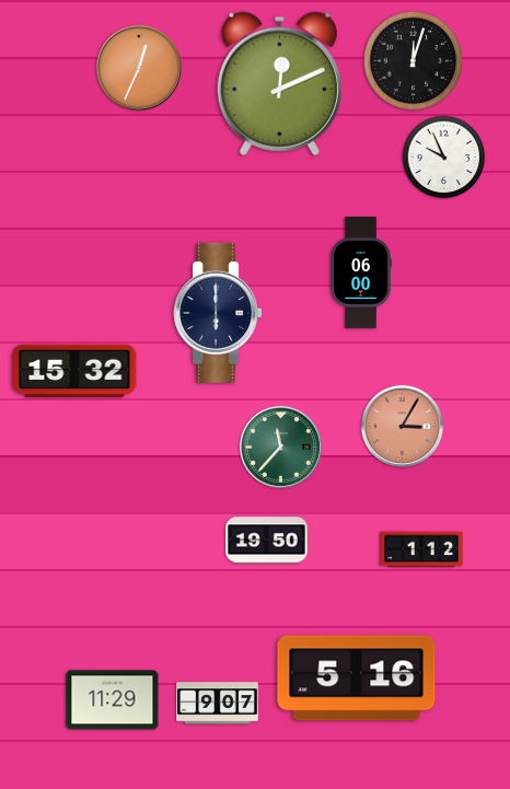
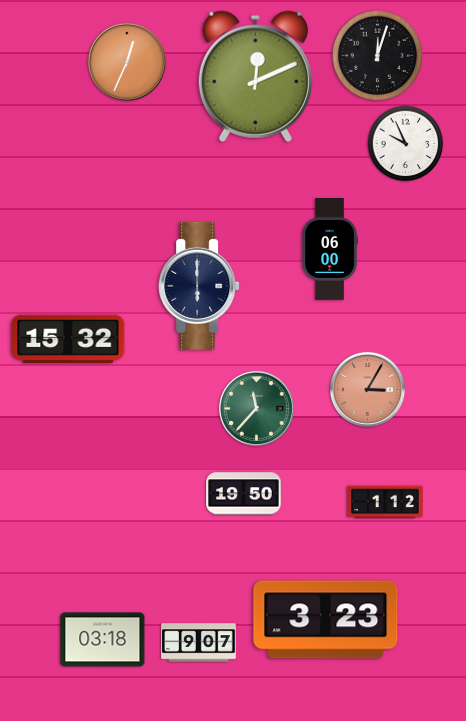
clock at (357, 678): 5:16 -> 3:23
clock at (113, 700): 11:29 -> 03:18
